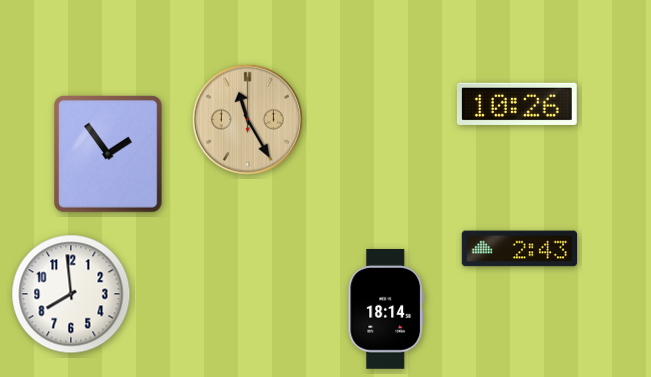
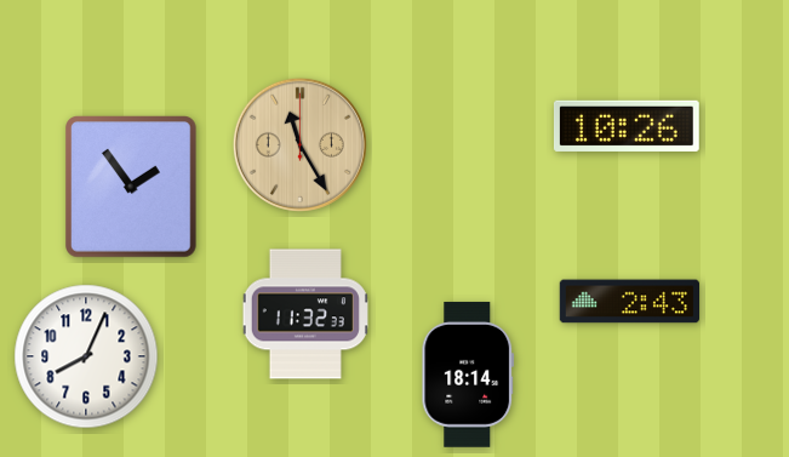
clock at (305, 314): none -> 11:32
clock at (71, 294): 7:59 -> 8:04
